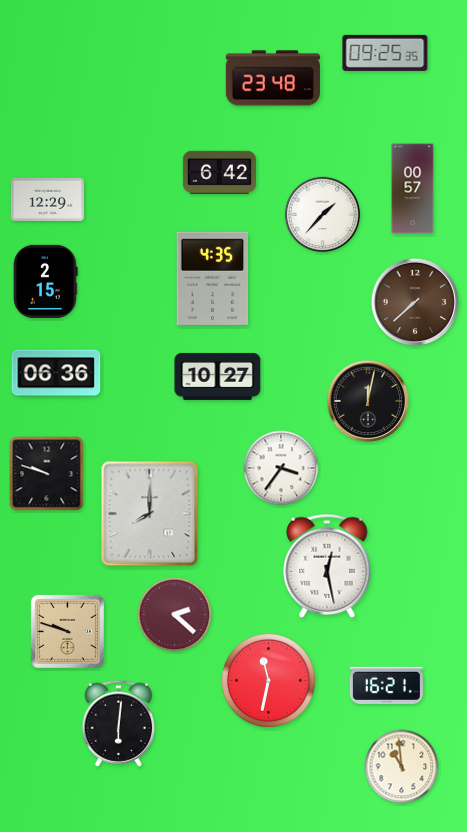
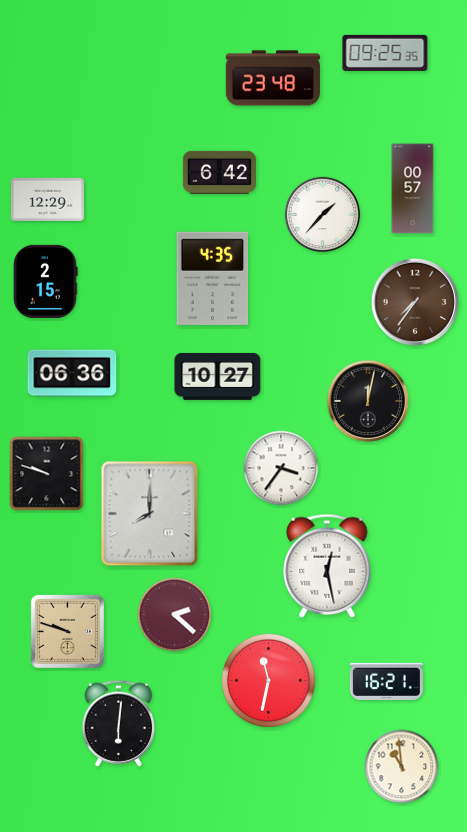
clock at (415, 302): 7:38 -> 7:36
clock at (56, 373) position: (56, 373) -> (72, 373)
clock at (386, 685) position: (386, 685) -> (386, 681)
